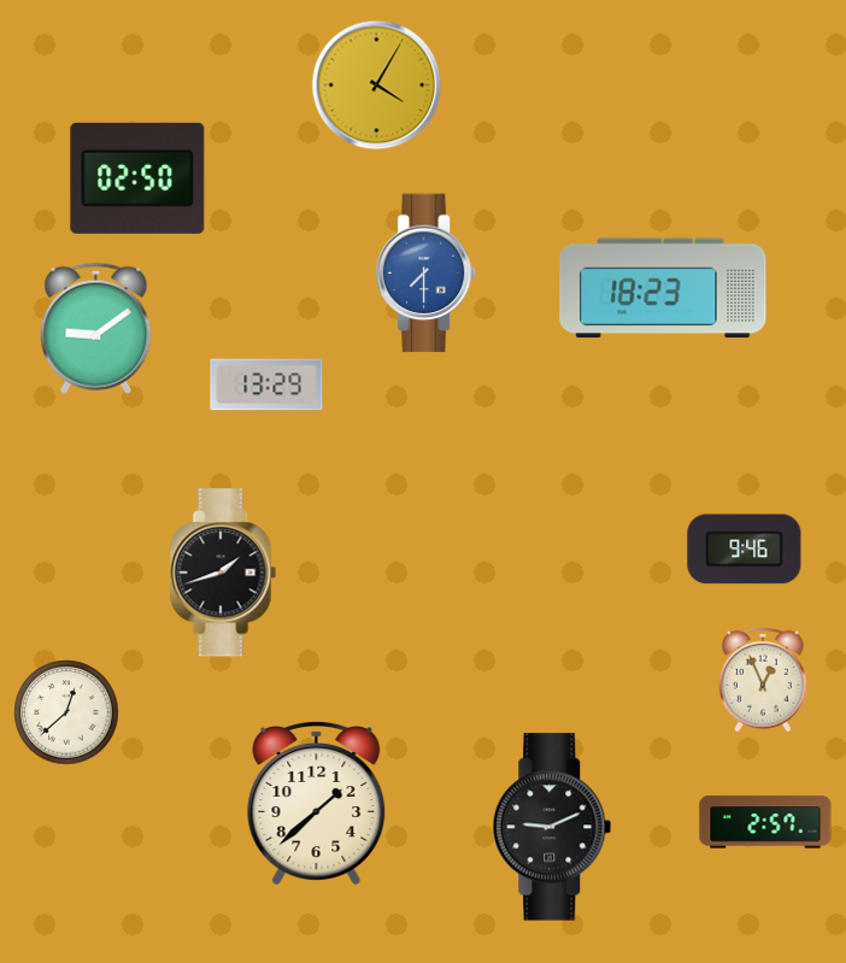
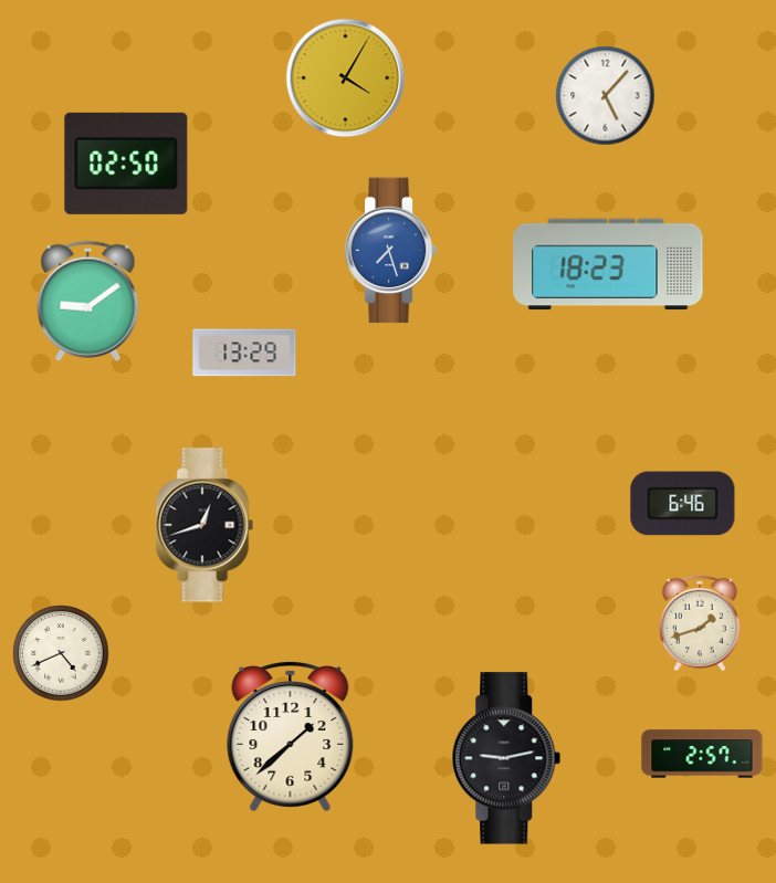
clock at (606, 96): none -> 5:07
clock at (427, 274): 7:30 -> 7:27
clock at (745, 550): 9:46 -> 6:46
clock at (223, 572): 1:42 -> 12:42
clock at (764, 680): 12:56 -> 1:42
clock at (66, 712): 12:38 -> 4:41
clock at (552, 827): 9:11 -> 9:13
